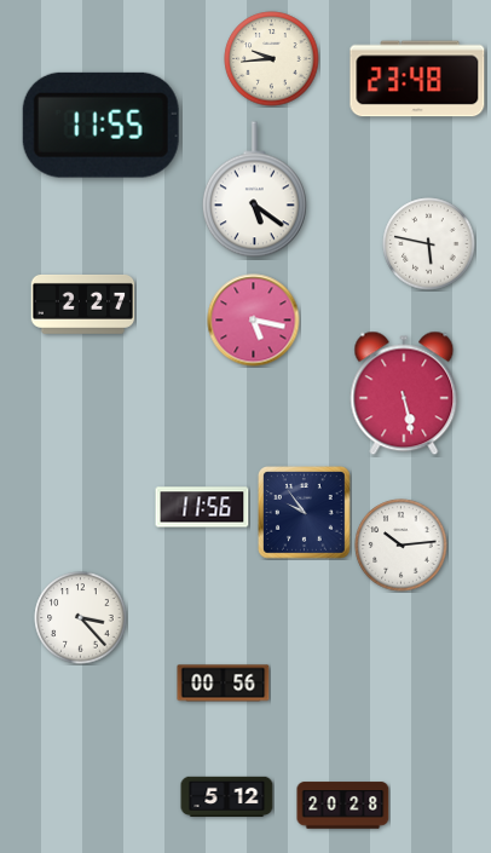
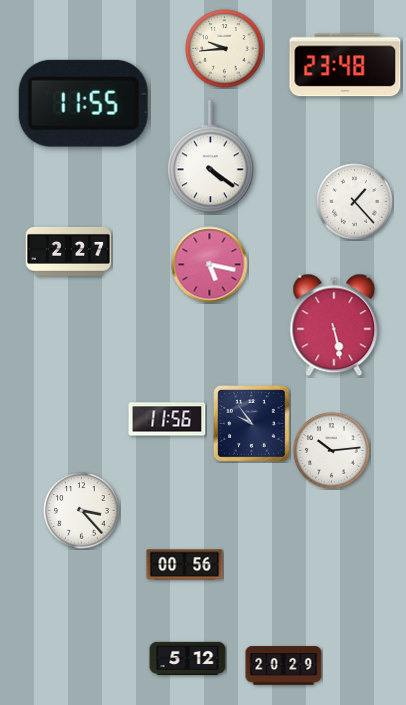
clock at (254, 190): 5:21 -> 4:21
clock at (429, 244): 5:47 -> 1:23
clock at (81, 618) position: (81, 618) -> (82, 511)
clock at (343, 806): 20:28 -> 20:29
